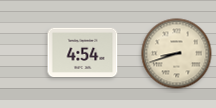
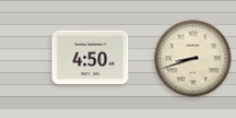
clock at (83, 53): 4:54 -> 4:50
